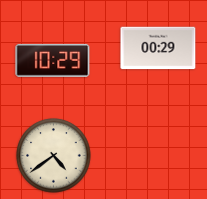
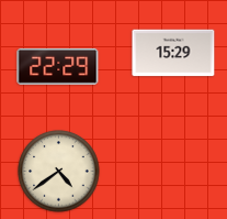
clock at (158, 48): 00:29 -> 15:29
clock at (53, 60): 10:29 -> 22:29
